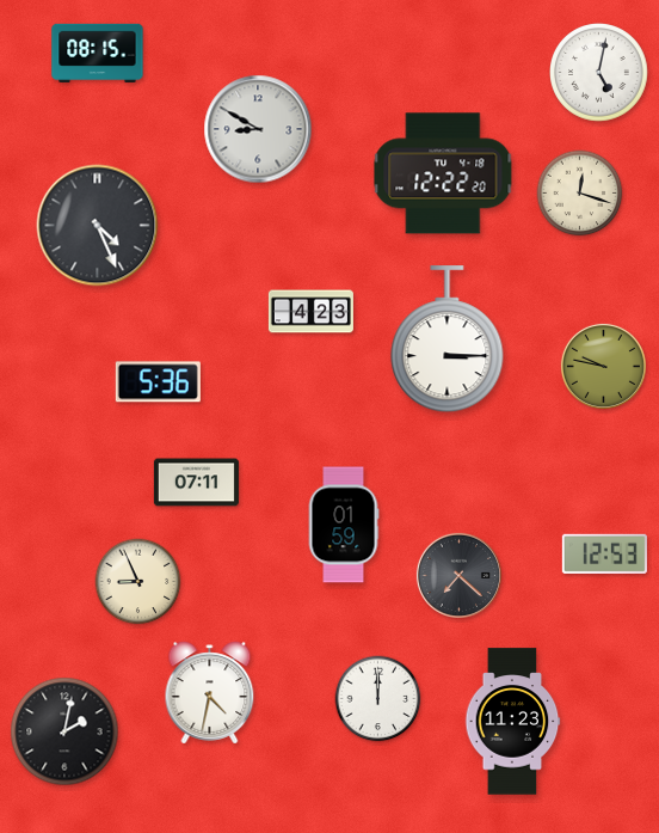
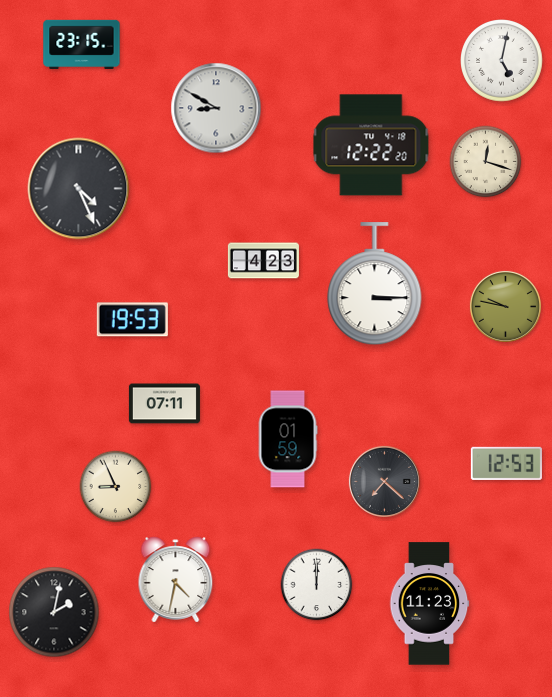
clock at (98, 53): 08:15 -> 23:15
clock at (98, 226) position: (98, 226) -> (79, 189)
clock at (310, 312) position: (310, 312) -> (263, 261)
clock at (158, 382): 5:36 -> 19:53
